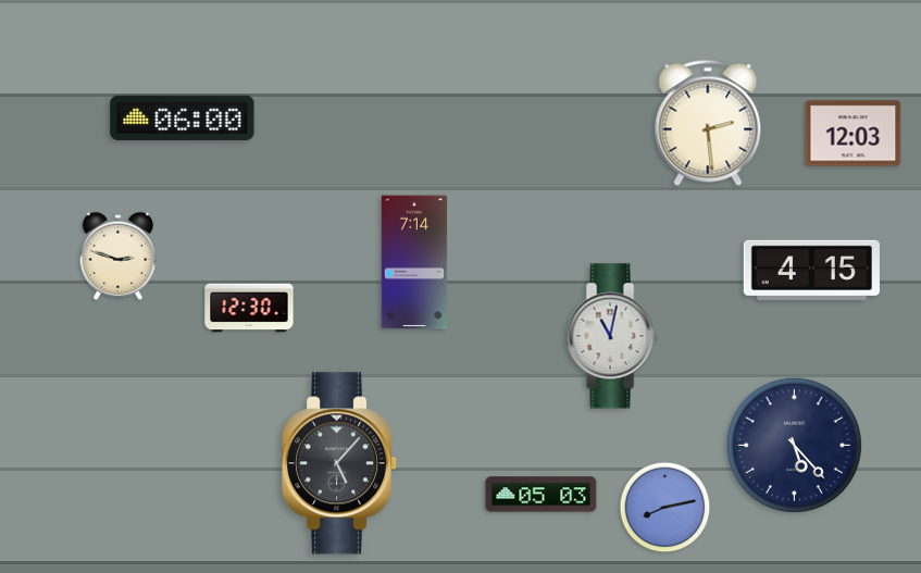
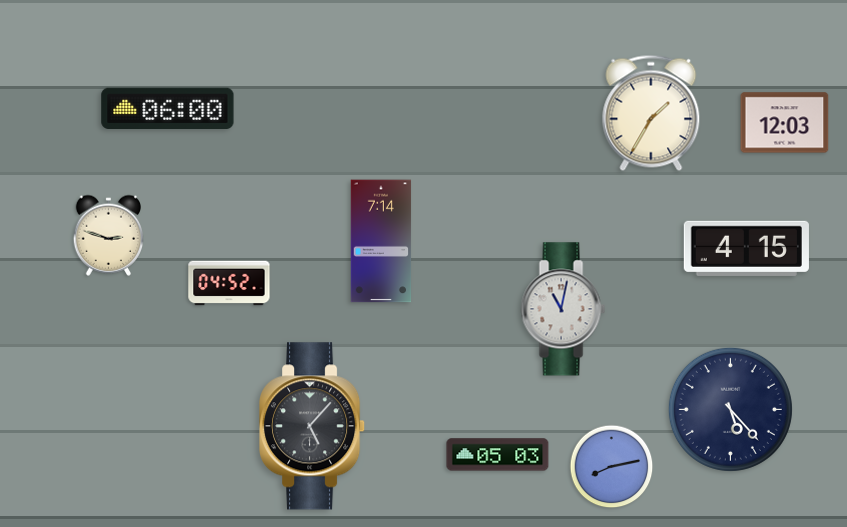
clock at (708, 123): 2:29 -> 1:35
clock at (249, 308): 12:30 -> 04:52
